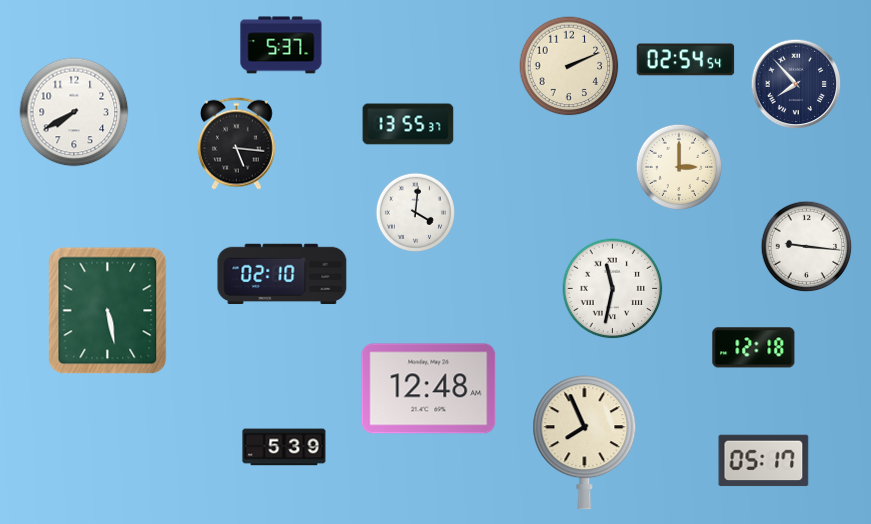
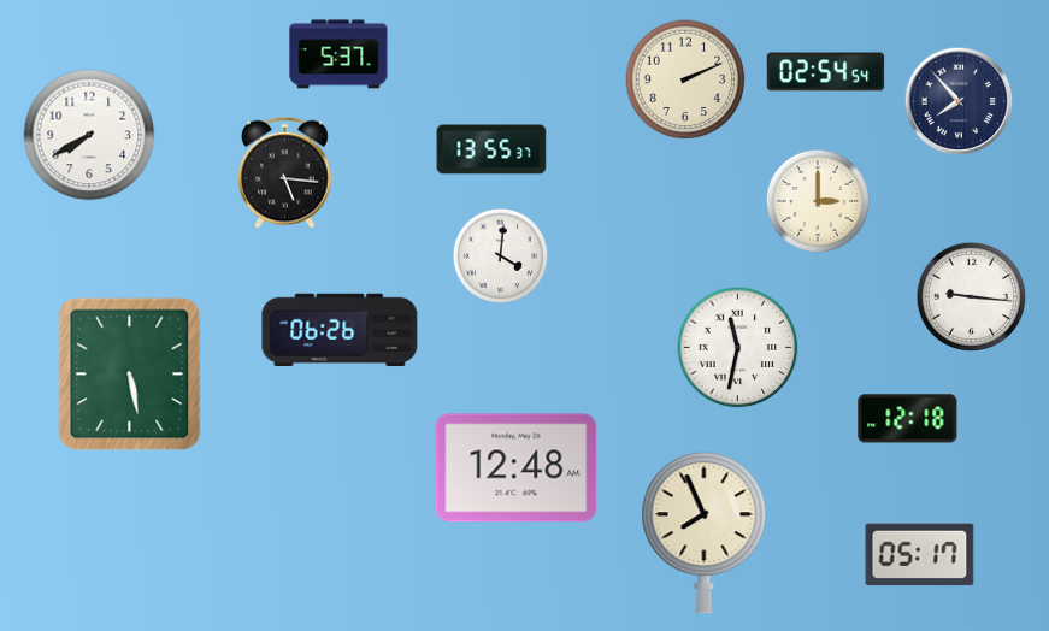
clock at (282, 274): 02:10 -> 06:26
clock at (284, 447): 5:39 -> none
